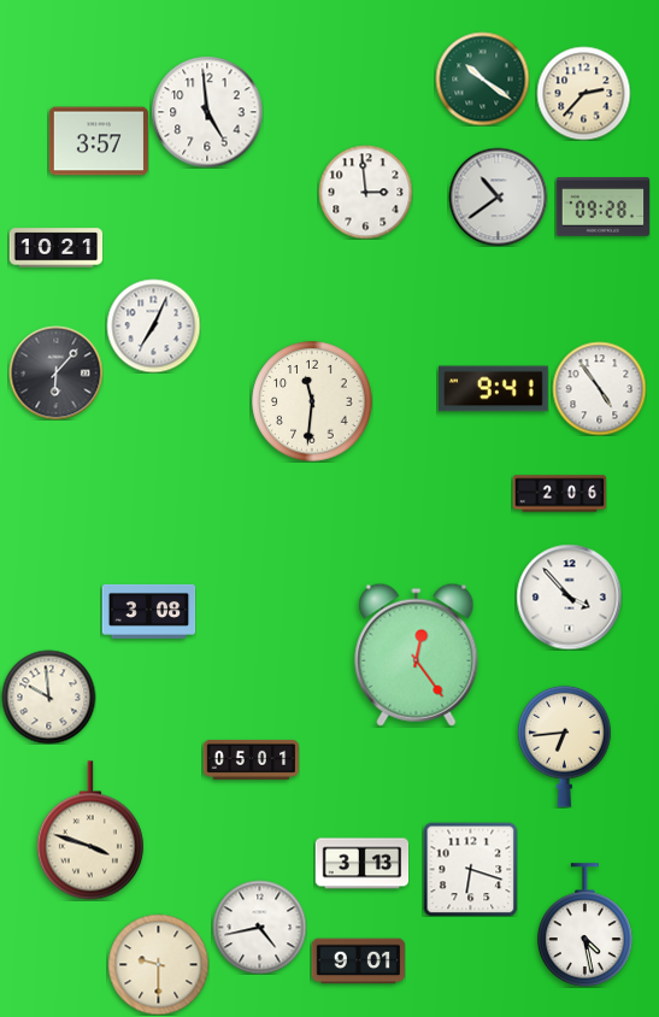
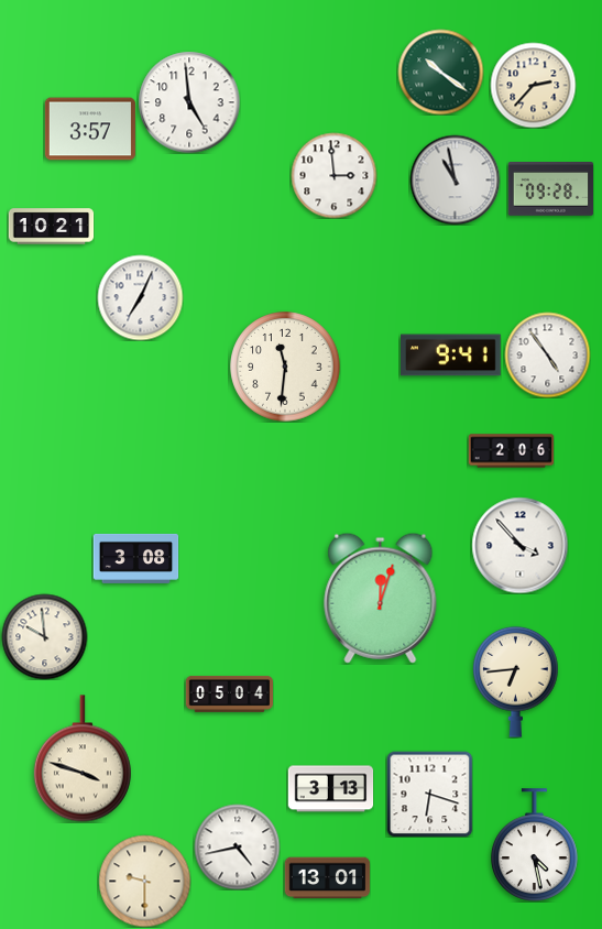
clock at (498, 196): 10:39 -> 10:58
clock at (55, 372): 6:07 -> none
clock at (417, 654): 12:24 -> 12:03
clock at (251, 759): 05:01 -> 05:04
clock at (358, 962): 9:01 -> 13:01
